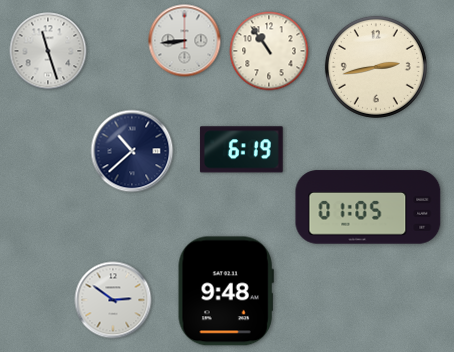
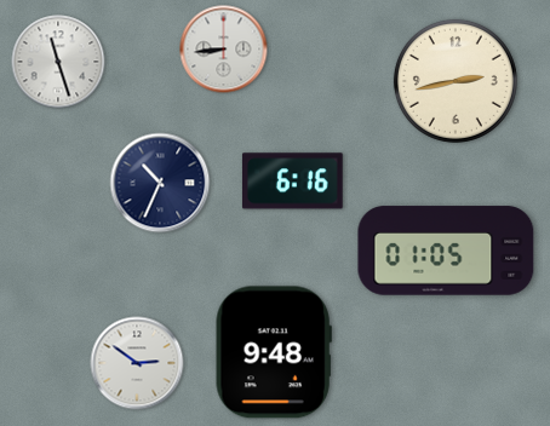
clock at (269, 51): 10:54 -> none
clock at (242, 150): 6:19 -> 6:16
clock at (132, 151): 10:38 -> 10:34
